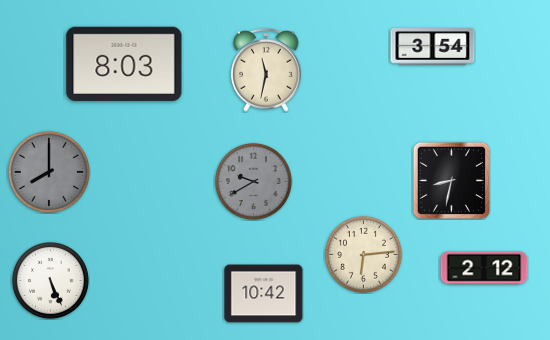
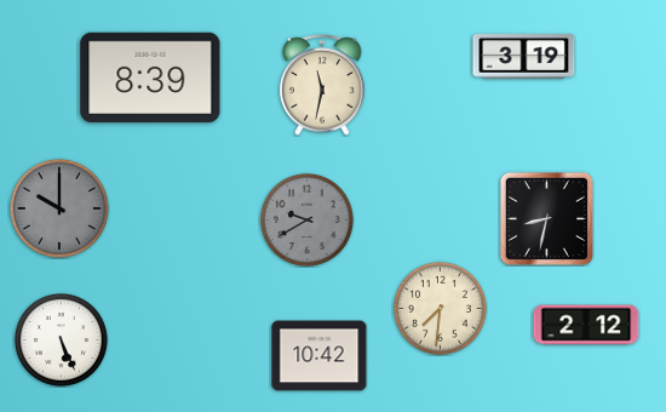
clock at (433, 47): 3:54 -> 3:19
clock at (124, 64): 8:03 -> 8:39
clock at (49, 172): 8:00 -> 10:00
clock at (363, 254): 6:14 -> 7:31
